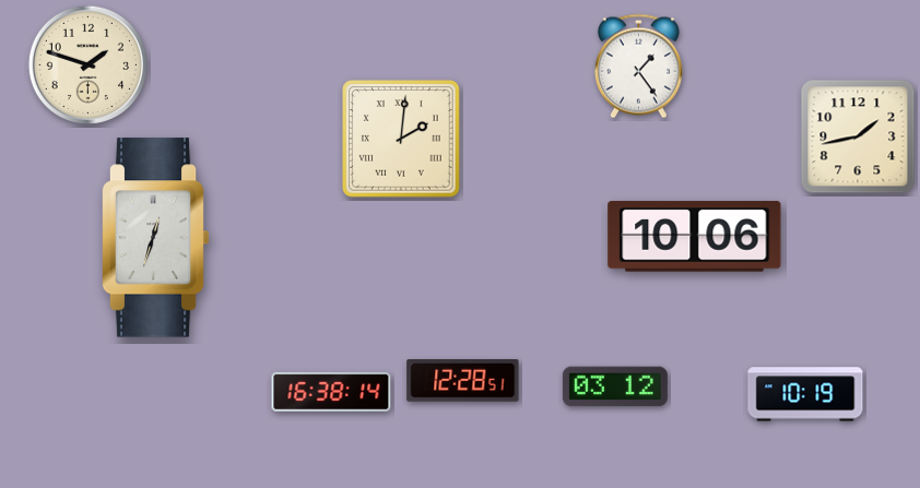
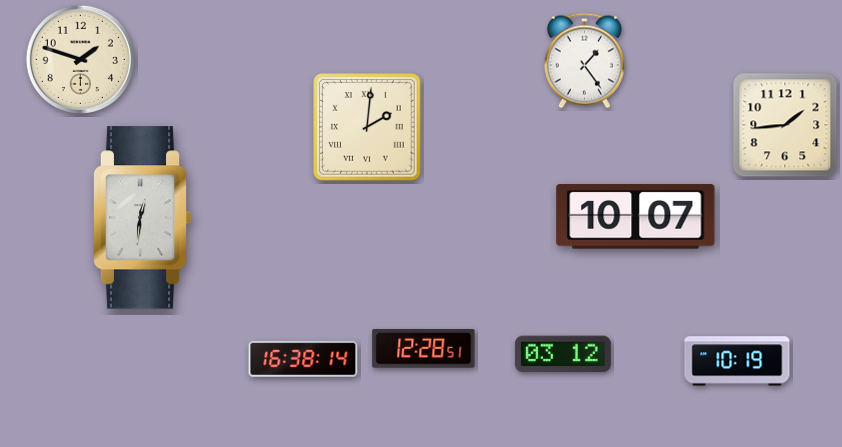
clock at (858, 136): 1:43 -> 1:44
clock at (695, 237): 10:06 -> 10:07
clock at (155, 238): 12:33 -> 12:31
